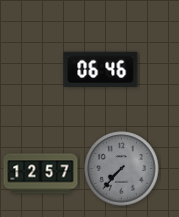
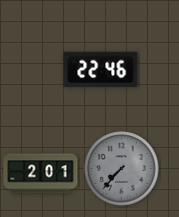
clock at (101, 70): 06:46 -> 22:46
clock at (41, 174): 12:57 -> 2:01
